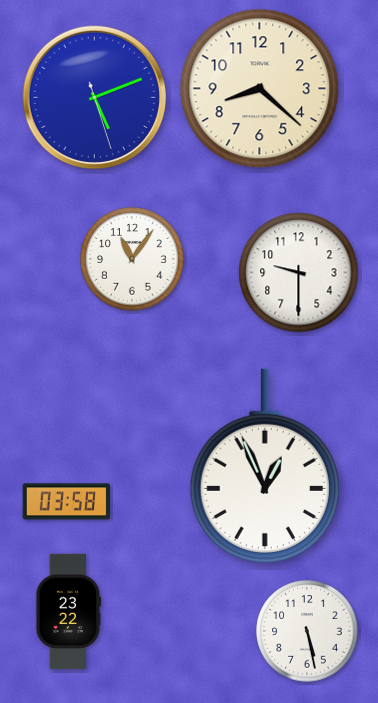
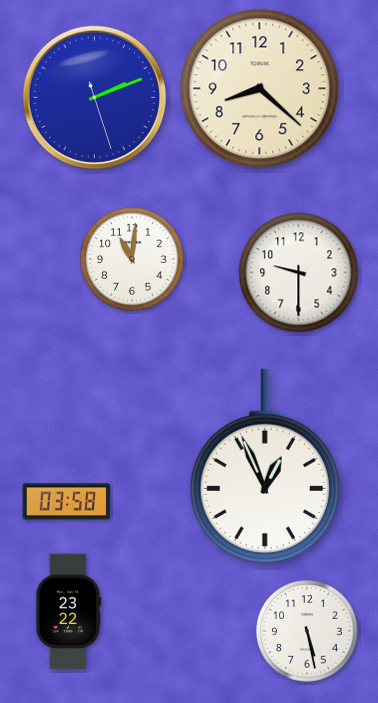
clock at (94, 97): 5:11 -> 2:11
clock at (132, 259): 11:06 -> 11:01
